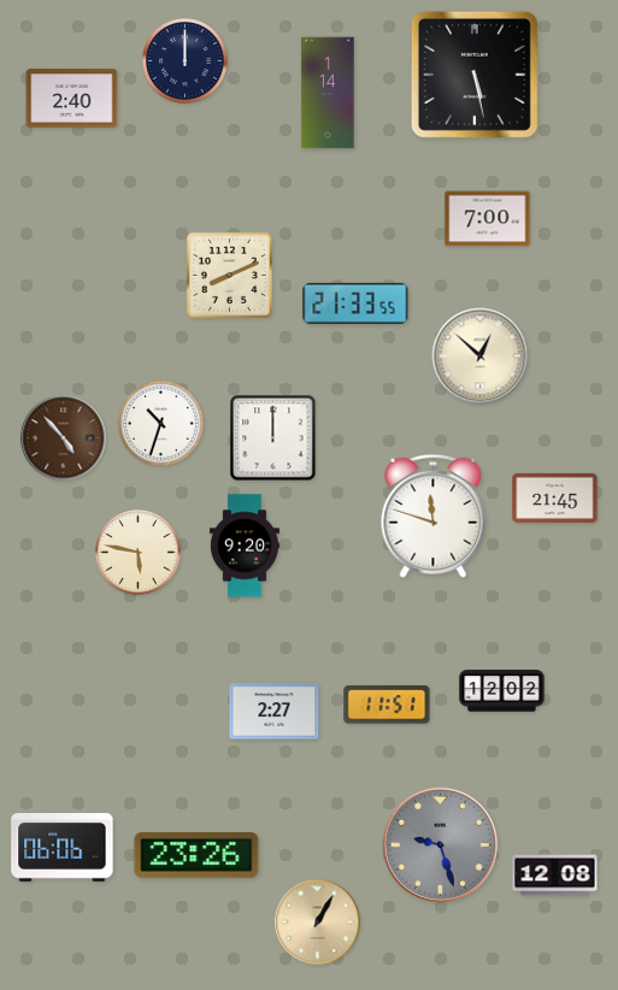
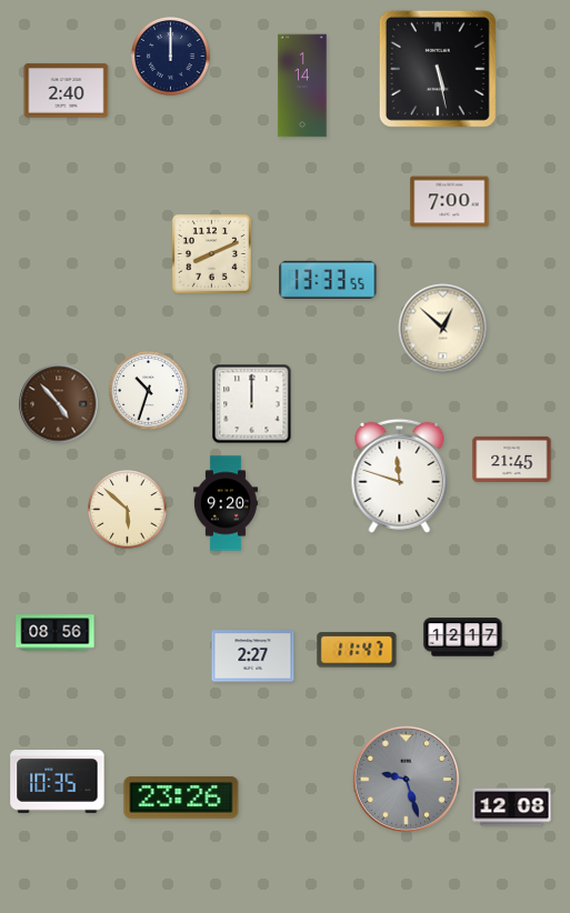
clock at (355, 304): 21:33 -> 13:33
clock at (139, 553): 5:47 -> 5:52
clock at (56, 633): none -> 08:56
clock at (502, 691): 12:02 -> 12:17
clock at (387, 705): 11:51 -> 11:47
clock at (63, 848): 06:06 -> 10:35
clock at (196, 855) position: (196, 855) -> (181, 797)
clock at (318, 923): 1:05 -> none
